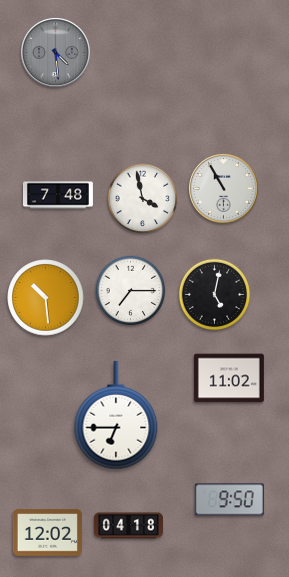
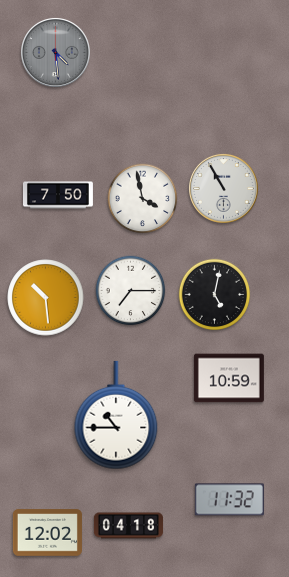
clock at (58, 195): 7:48 -> 7:50
clock at (229, 378): 11:02 -> 10:59
clock at (116, 415): 6:45 -> 10:45
clock at (229, 500): 9:50 -> 11:32
